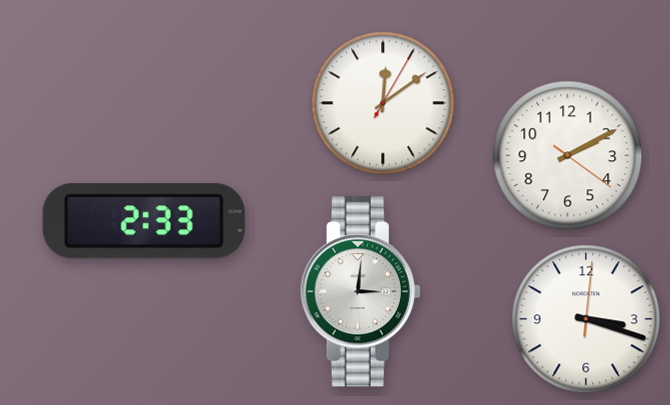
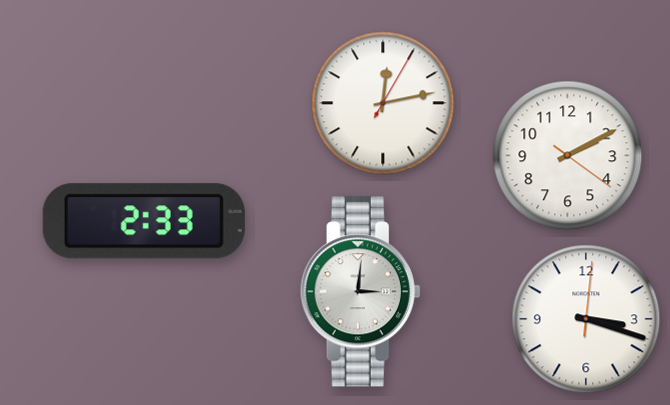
clock at (383, 103): 12:09 -> 12:13
